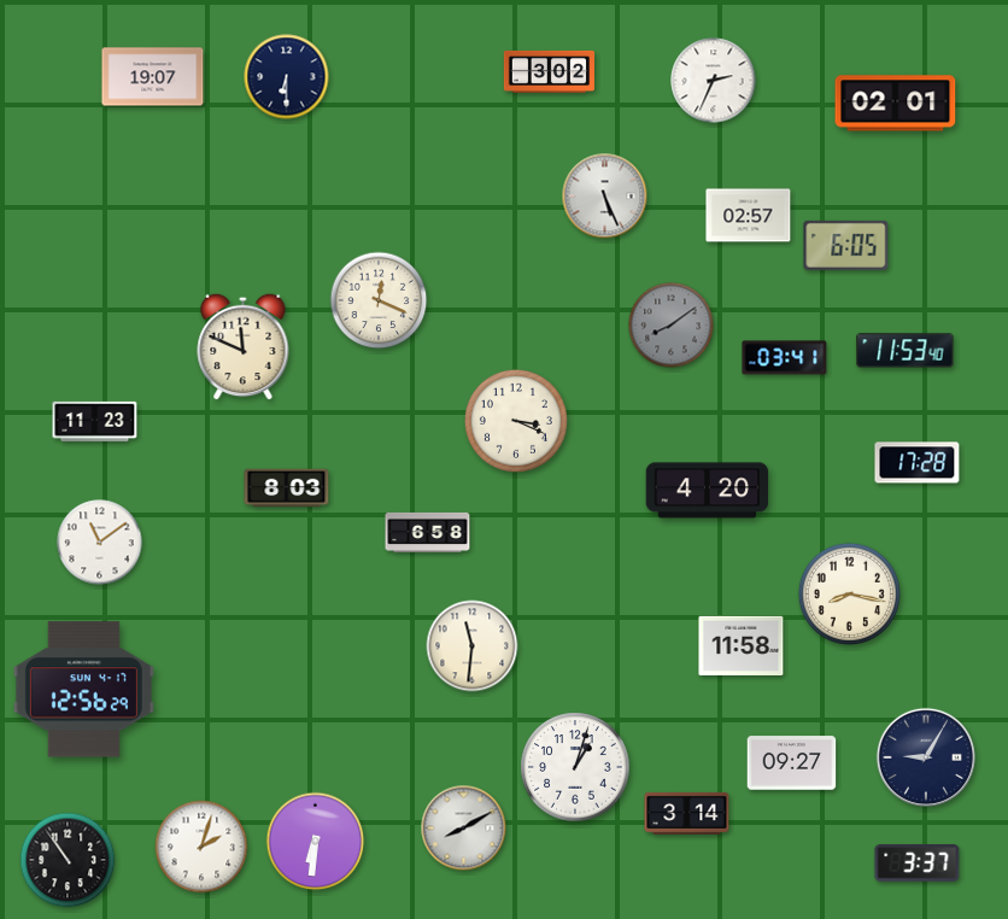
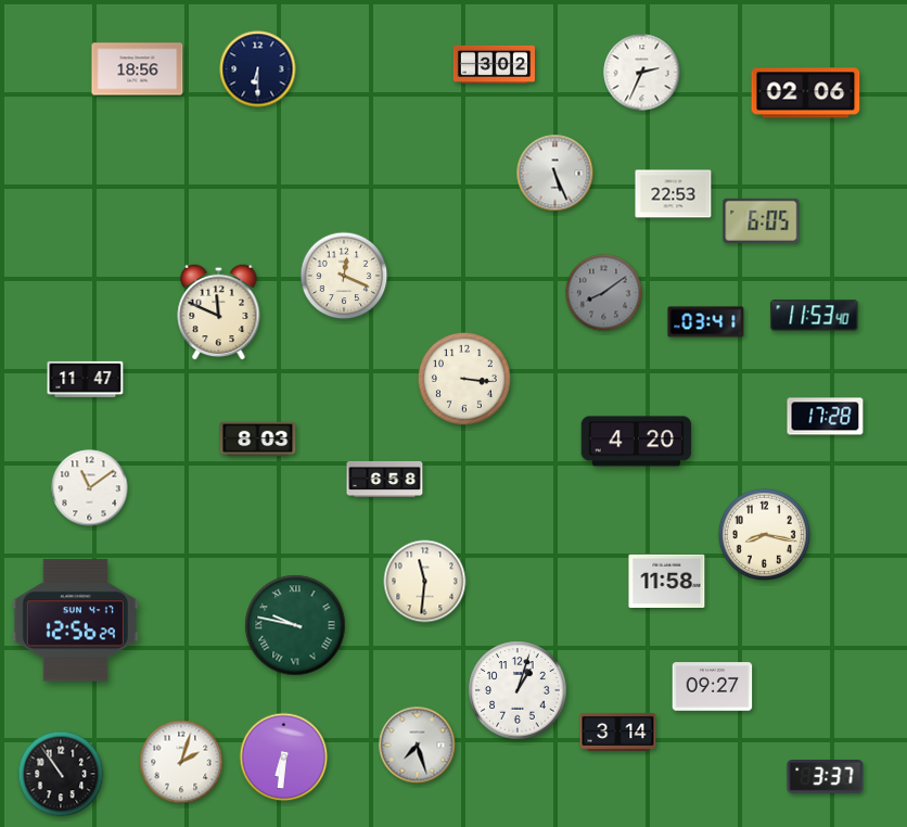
clock at (153, 77): 19:07 -> 18:56
clock at (896, 104): 02:01 -> 02:06
clock at (605, 197) position: (605, 197) -> (555, 174)
clock at (749, 216): 02:57 -> 22:53
clock at (379, 300) position: (379, 300) -> (344, 276)
clock at (95, 421): 11:23 -> 11:47
clock at (516, 421): 3:19 -> 3:16
clock at (295, 625): none -> 9:47
clock at (926, 757): 9:05 -> none
clock at (464, 829): 8:10 -> 7:27
